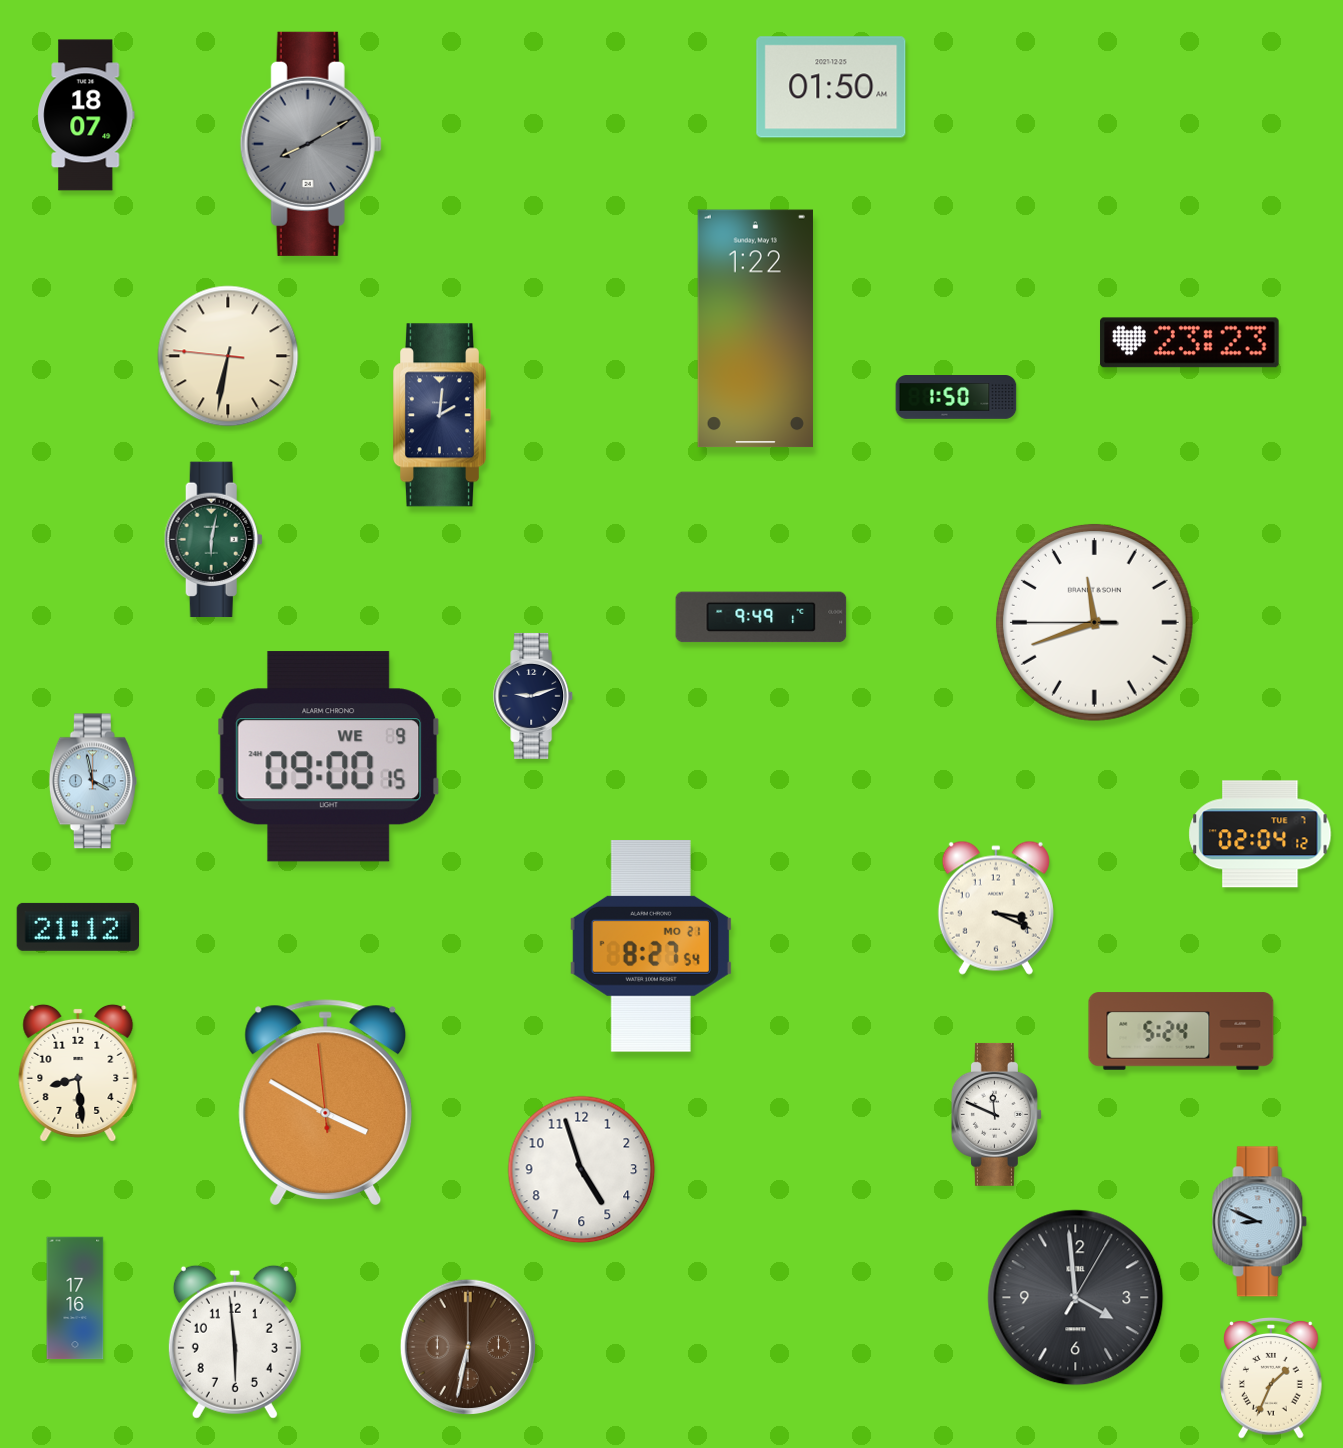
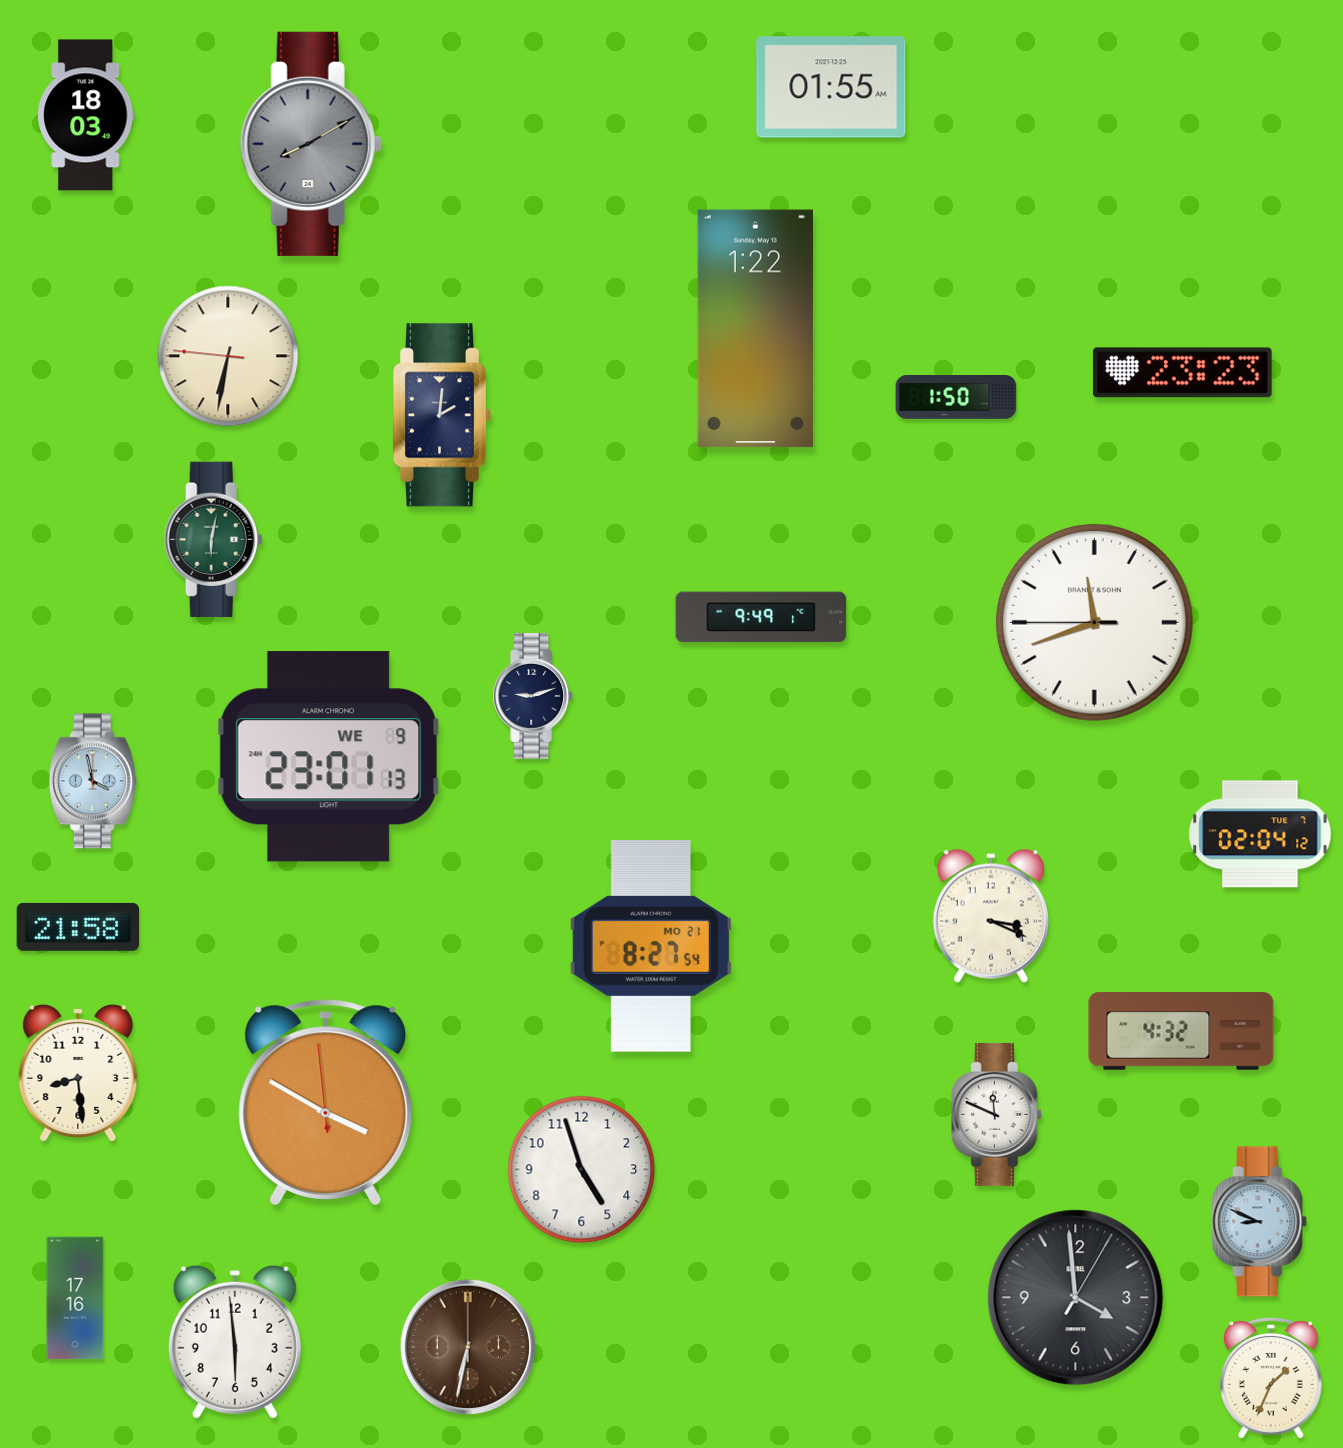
clock at (831, 87): 01:50 -> 01:55
clock at (86, 115): 18:07 -> 18:03
clock at (1190, 343) position: (1190, 343) -> (1183, 373)
clock at (328, 757): 09:00 -> 23:01
clock at (996, 908) position: (996, 908) -> (991, 916)
clock at (77, 927): 21:12 -> 21:58
clock at (1181, 1031): 5:24 -> 4:32
